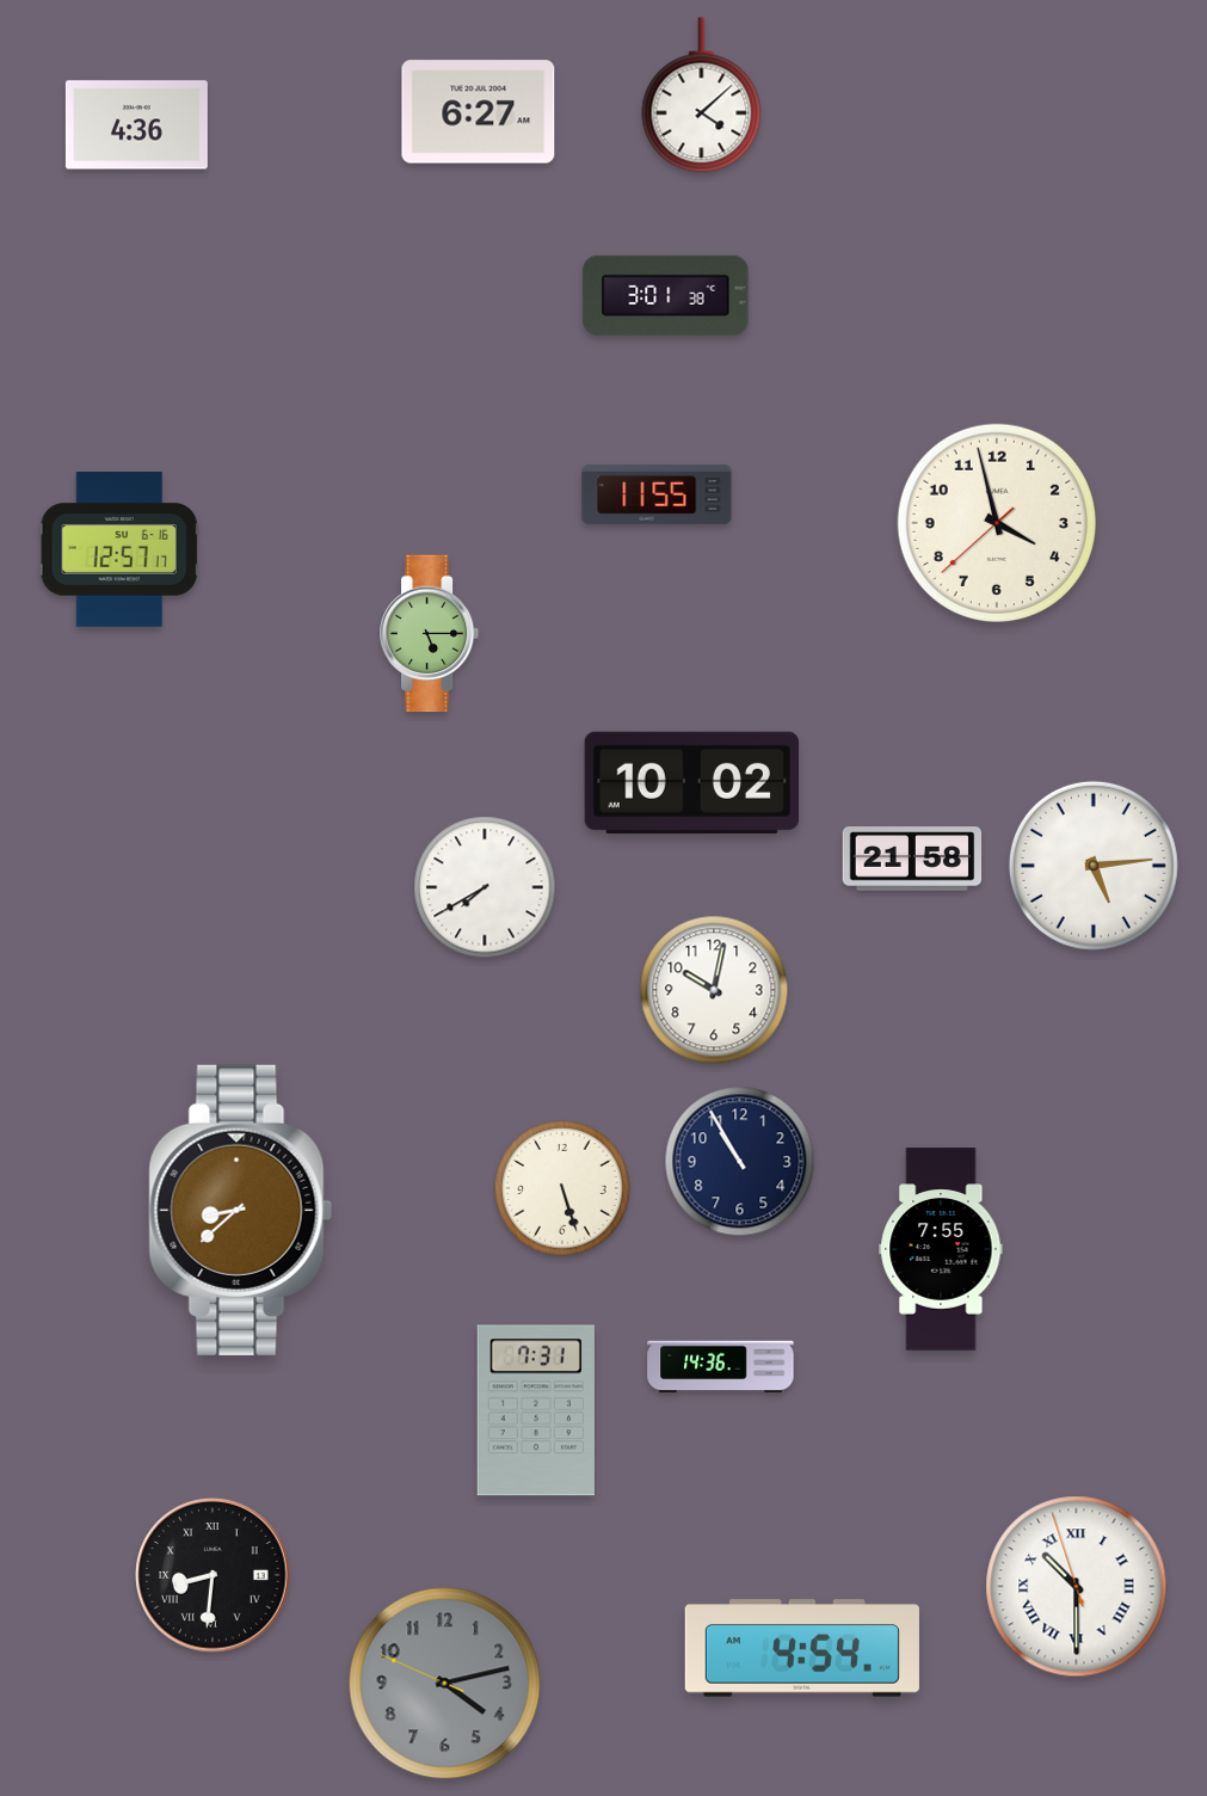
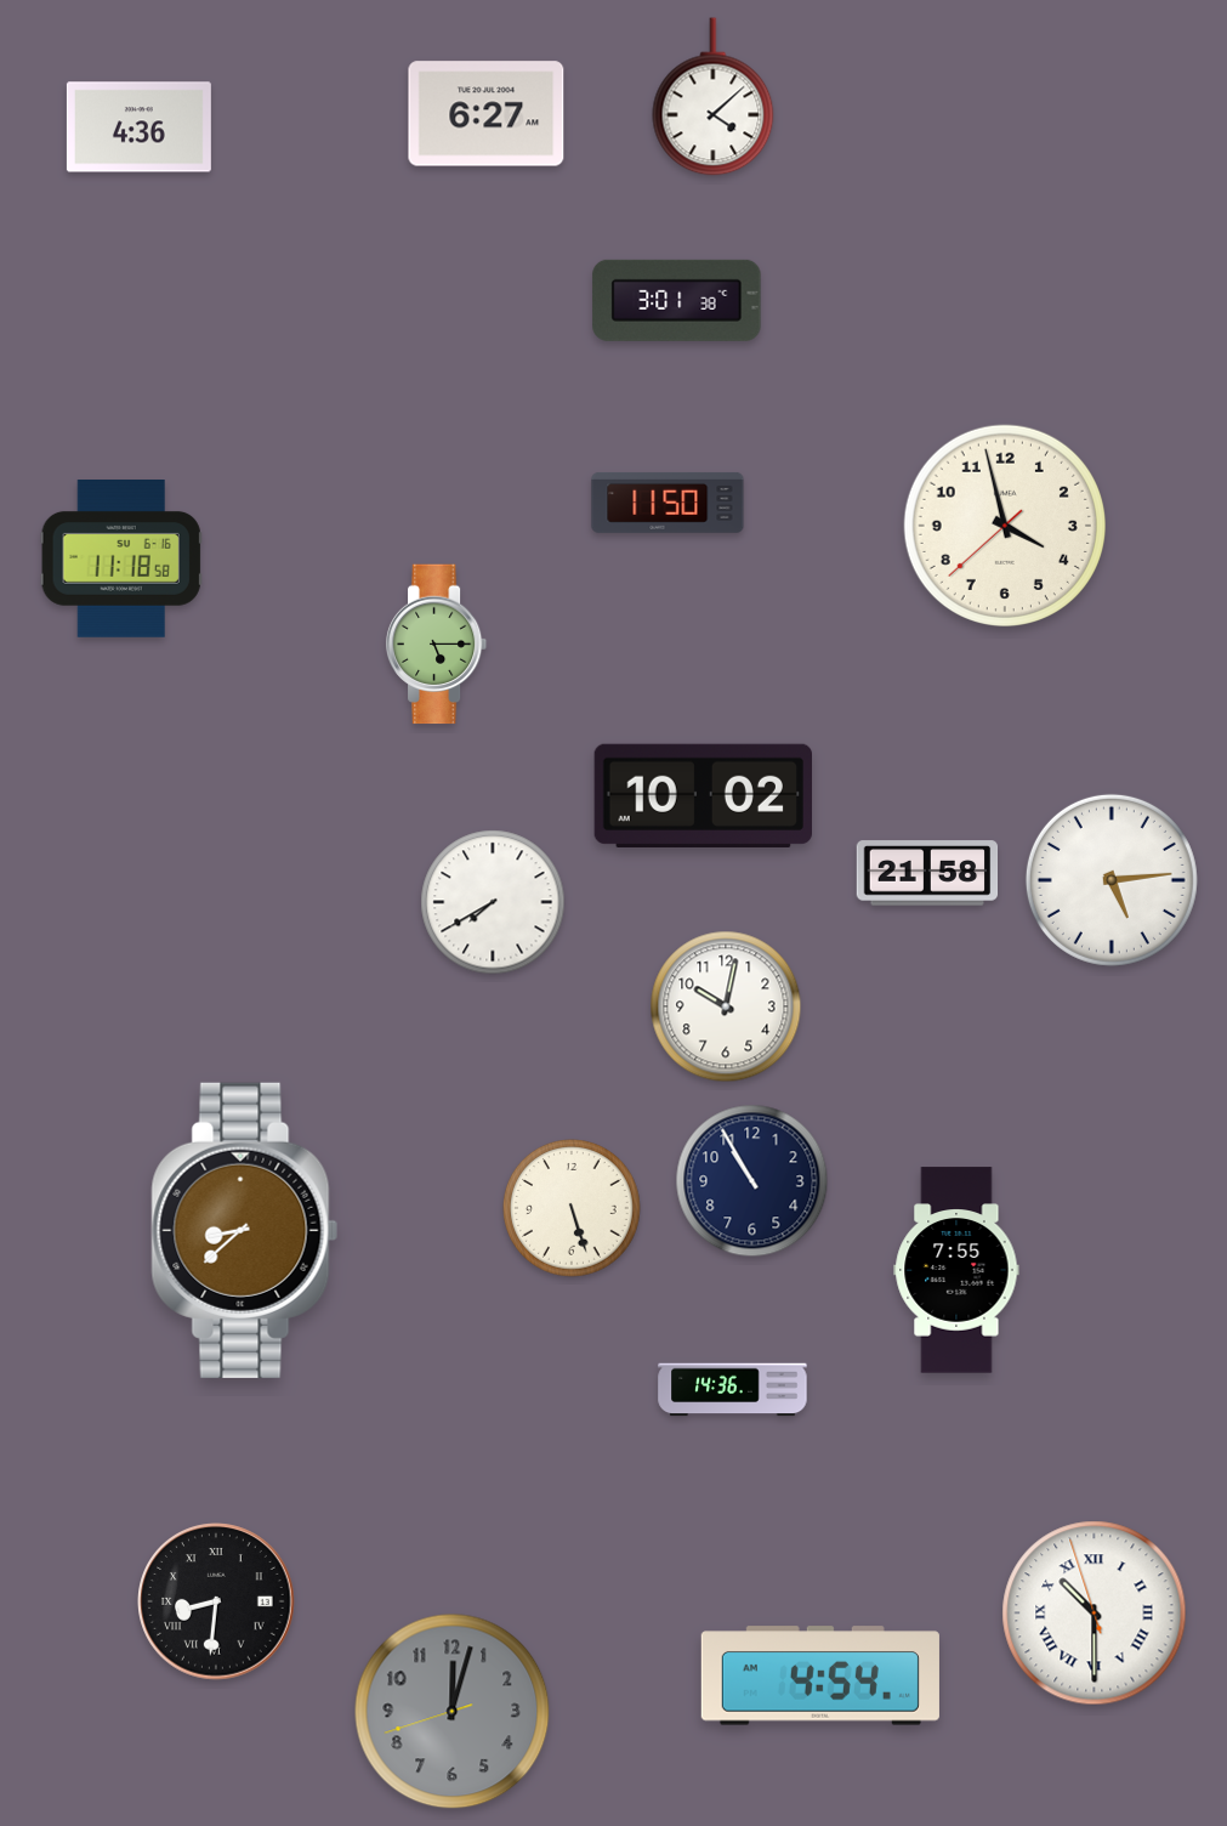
clock at (657, 494): 11:55 -> 11:50
clock at (996, 522) position: (996, 522) -> (1004, 524)
clock at (119, 551): 12:57 -> 11:18
clock at (536, 1410): 7:31 -> none
clock at (802, 1648) position: (802, 1648) -> (820, 1675)
clock at (445, 1684): 4:12 -> 12:02
